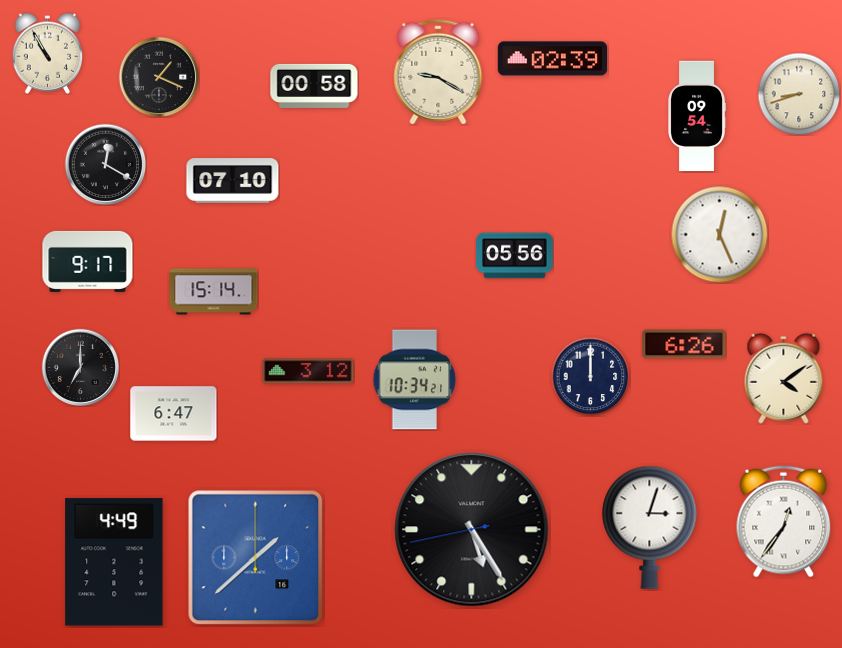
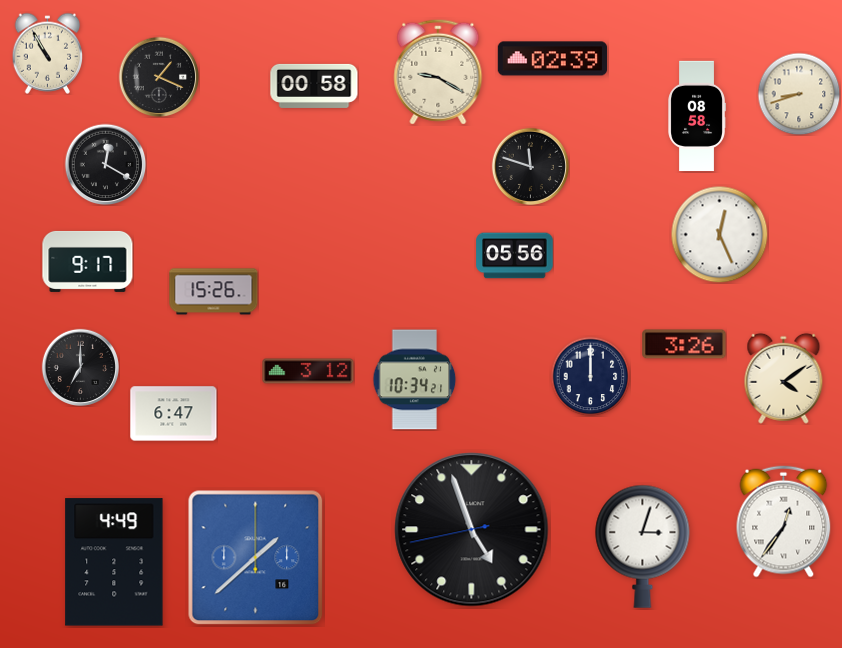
clock at (697, 116): 09:54 -> 08:58
clock at (530, 166): none -> 11:48
clock at (233, 181): 07:10 -> none
clock at (214, 292): 15:14 -> 15:26
clock at (684, 344): 6:26 -> 3:26
clock at (650, 527) position: (650, 527) -> (643, 546)
clock at (472, 530): 5:24 -> 4:56
